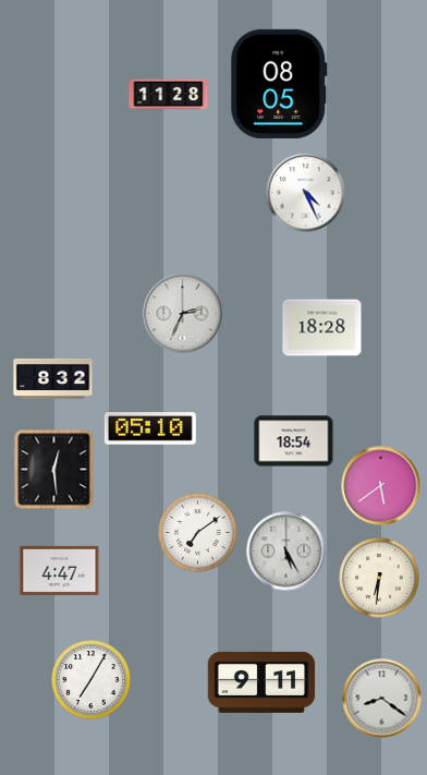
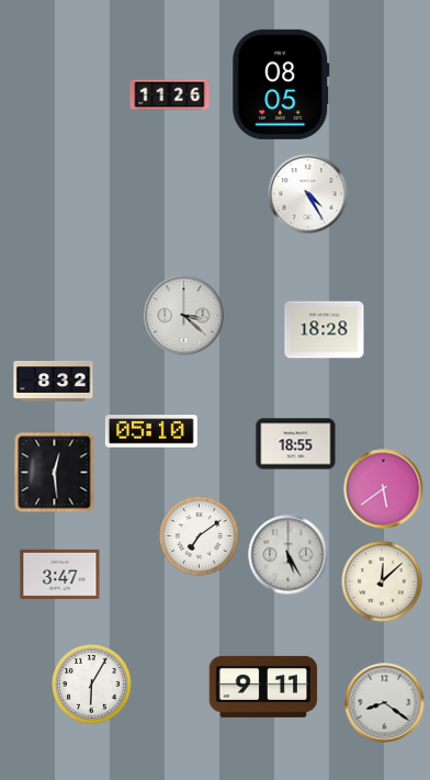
clock at (169, 95): 11:28 -> 11:26
clock at (306, 193): 4:26 -> 4:25
clock at (183, 314): 2:34 -> 3:22
clock at (294, 441): 18:54 -> 18:55
clock at (60, 570): 4:47 -> 3:47
clock at (379, 578): 6:31 -> 12:08
clock at (91, 680): 7:05 -> 6:05
